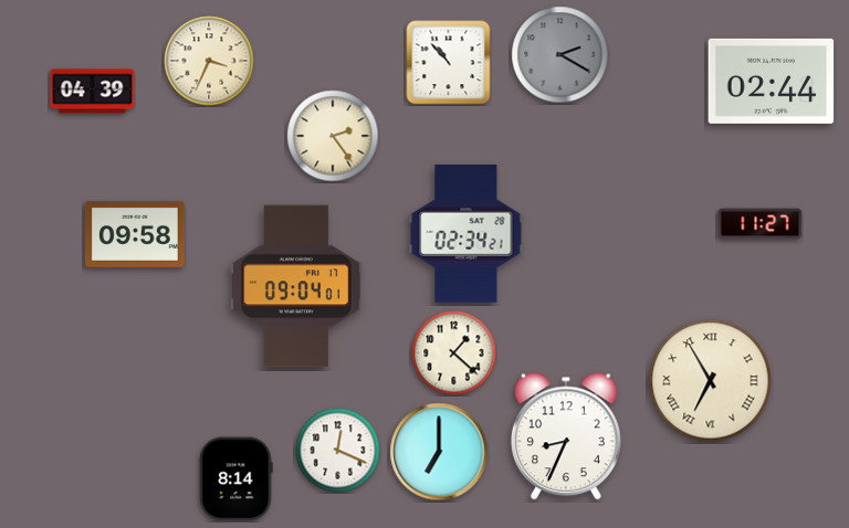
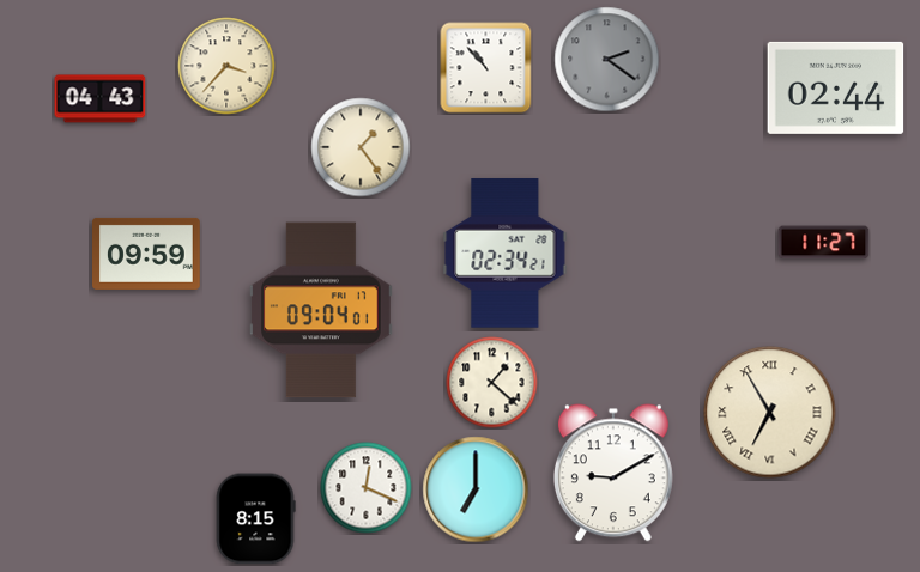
clock at (560, 55): 2:20 -> 2:21
clock at (209, 61): 3:34 -> 3:37
clock at (93, 92): 04:39 -> 04:43
clock at (333, 136): 2:24 -> 1:24
clock at (136, 234): 09:58 -> 09:59
clock at (566, 436): 8:34 -> 9:10
clock at (235, 479): 8:14 -> 8:15
